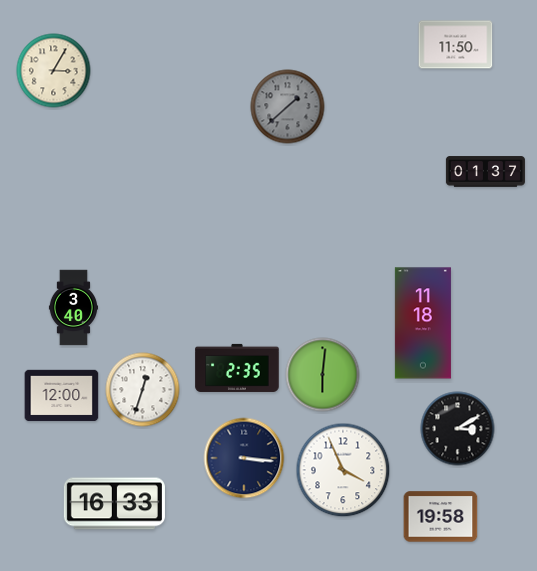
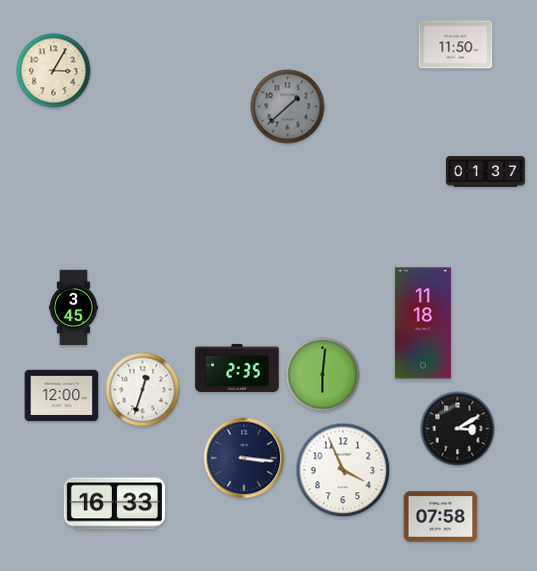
clock at (73, 308): 3:40 -> 3:45
clock at (441, 517): 19:58 -> 07:58
